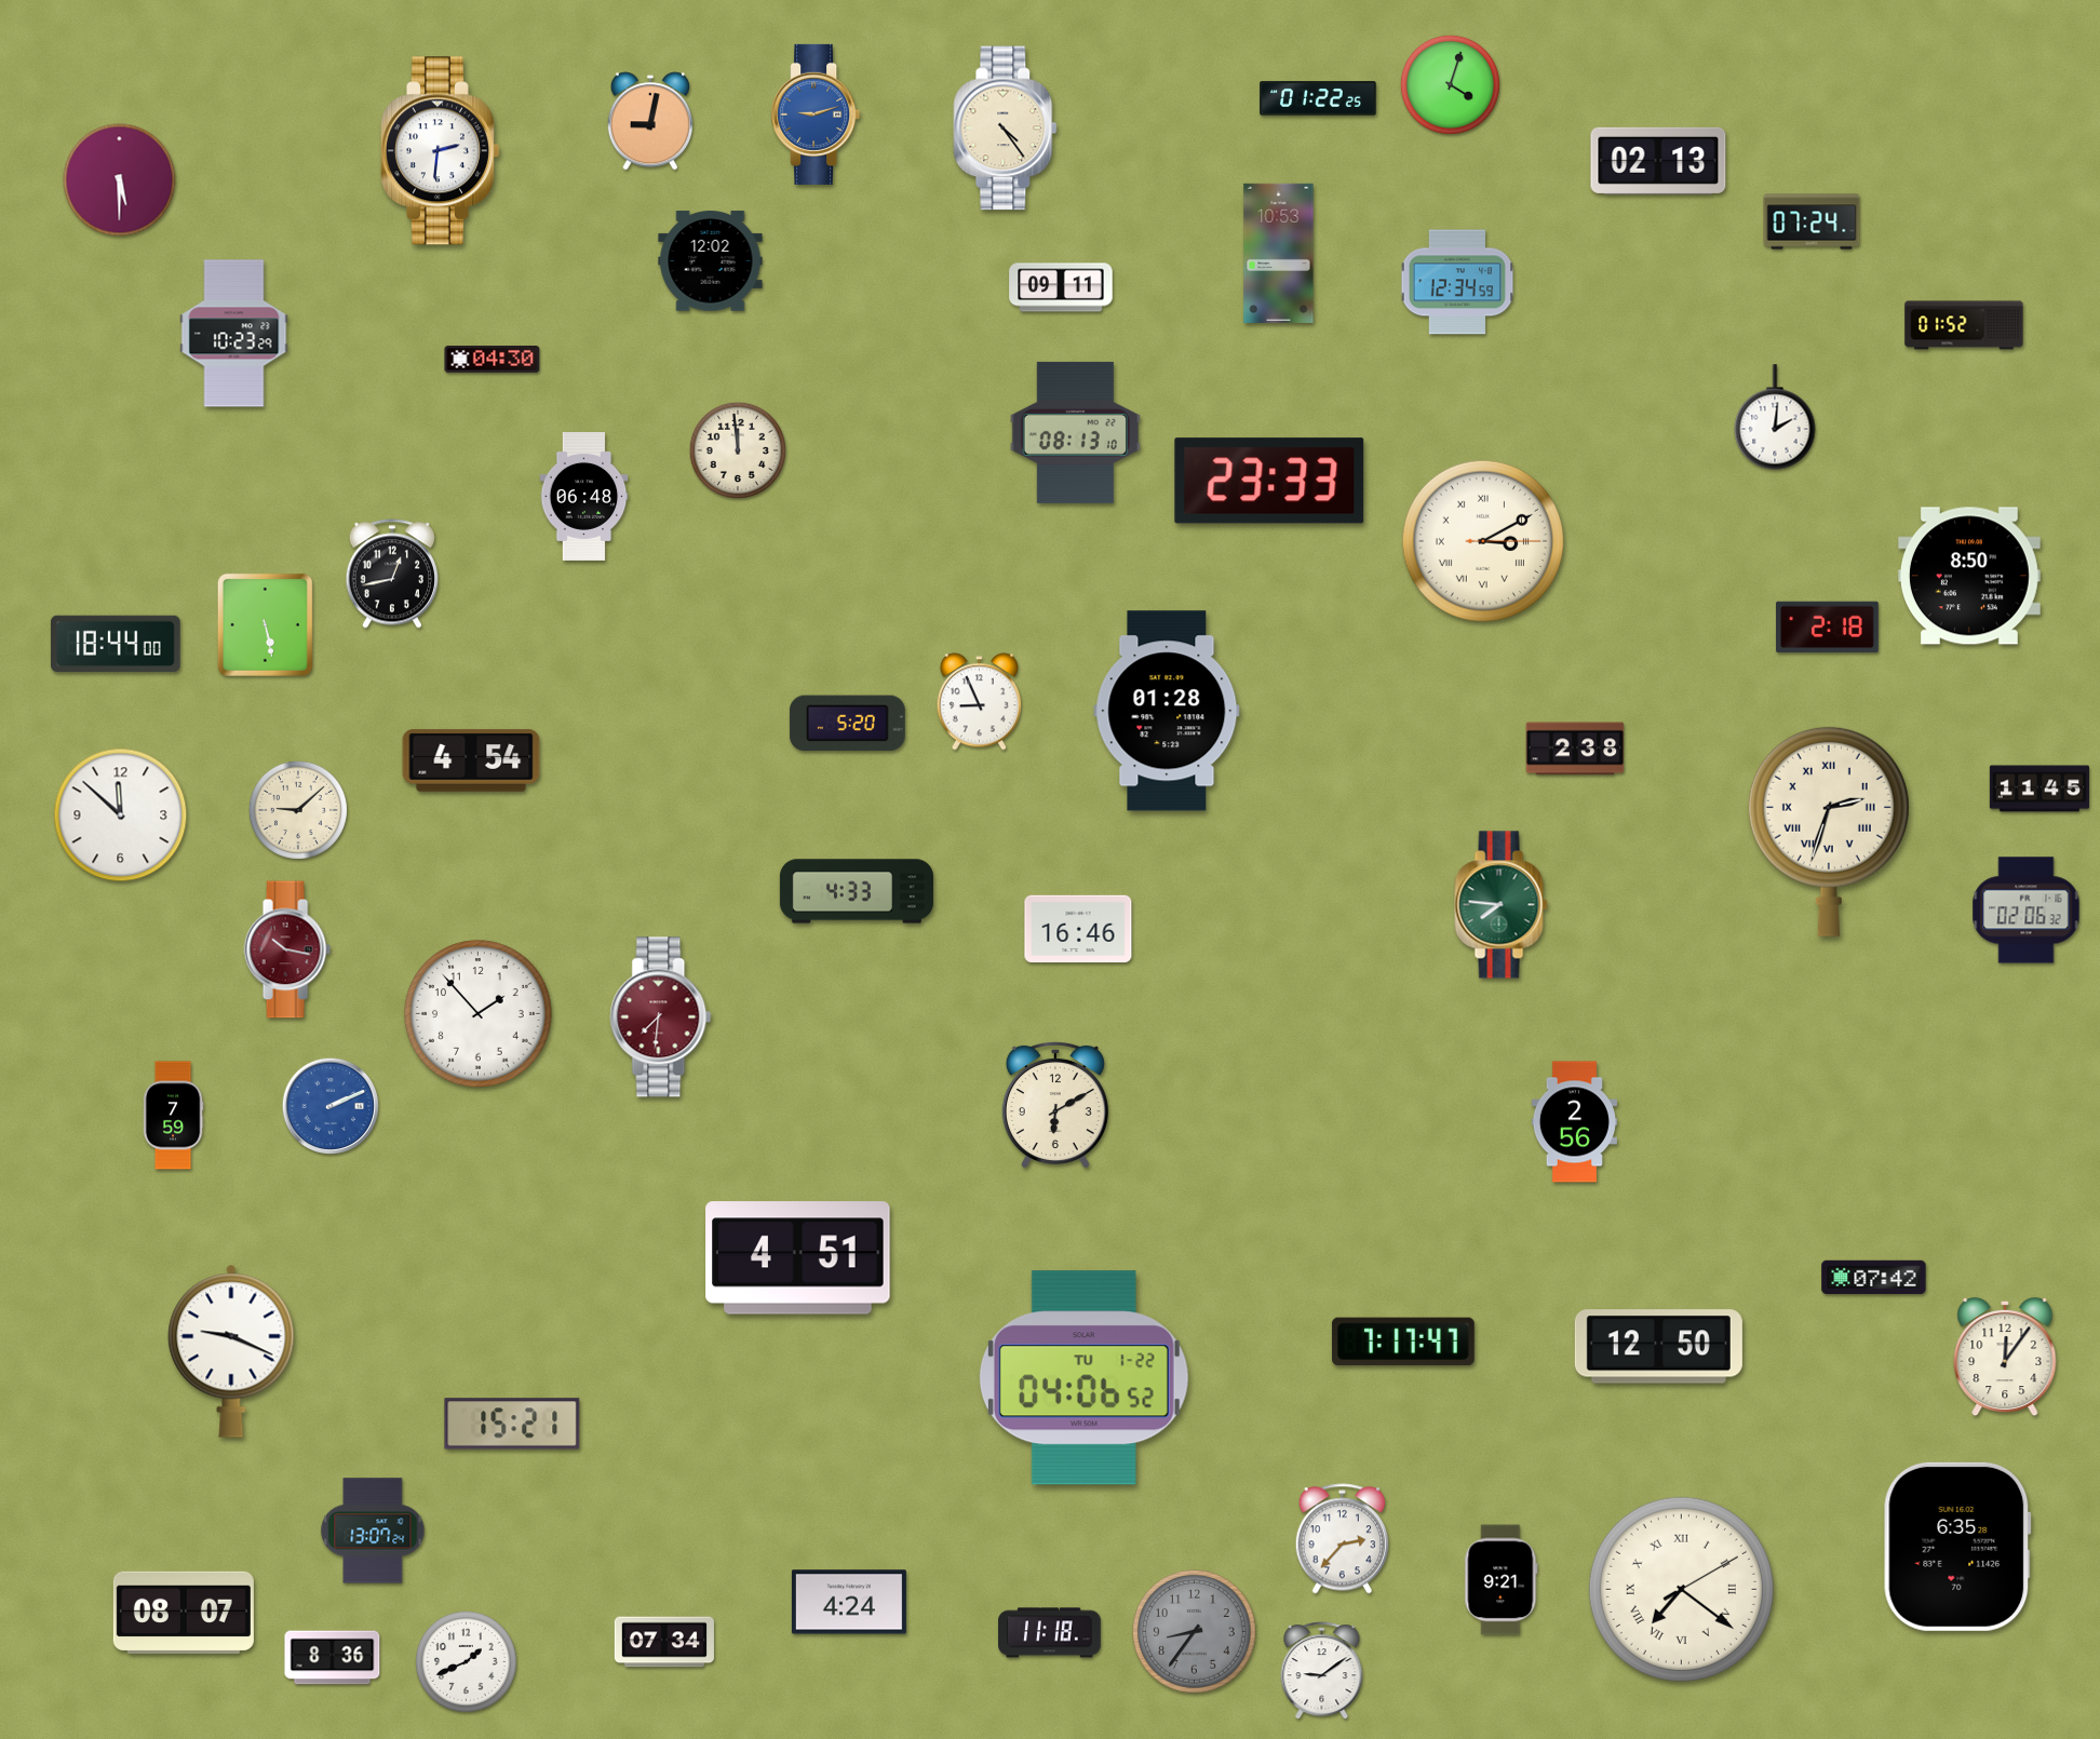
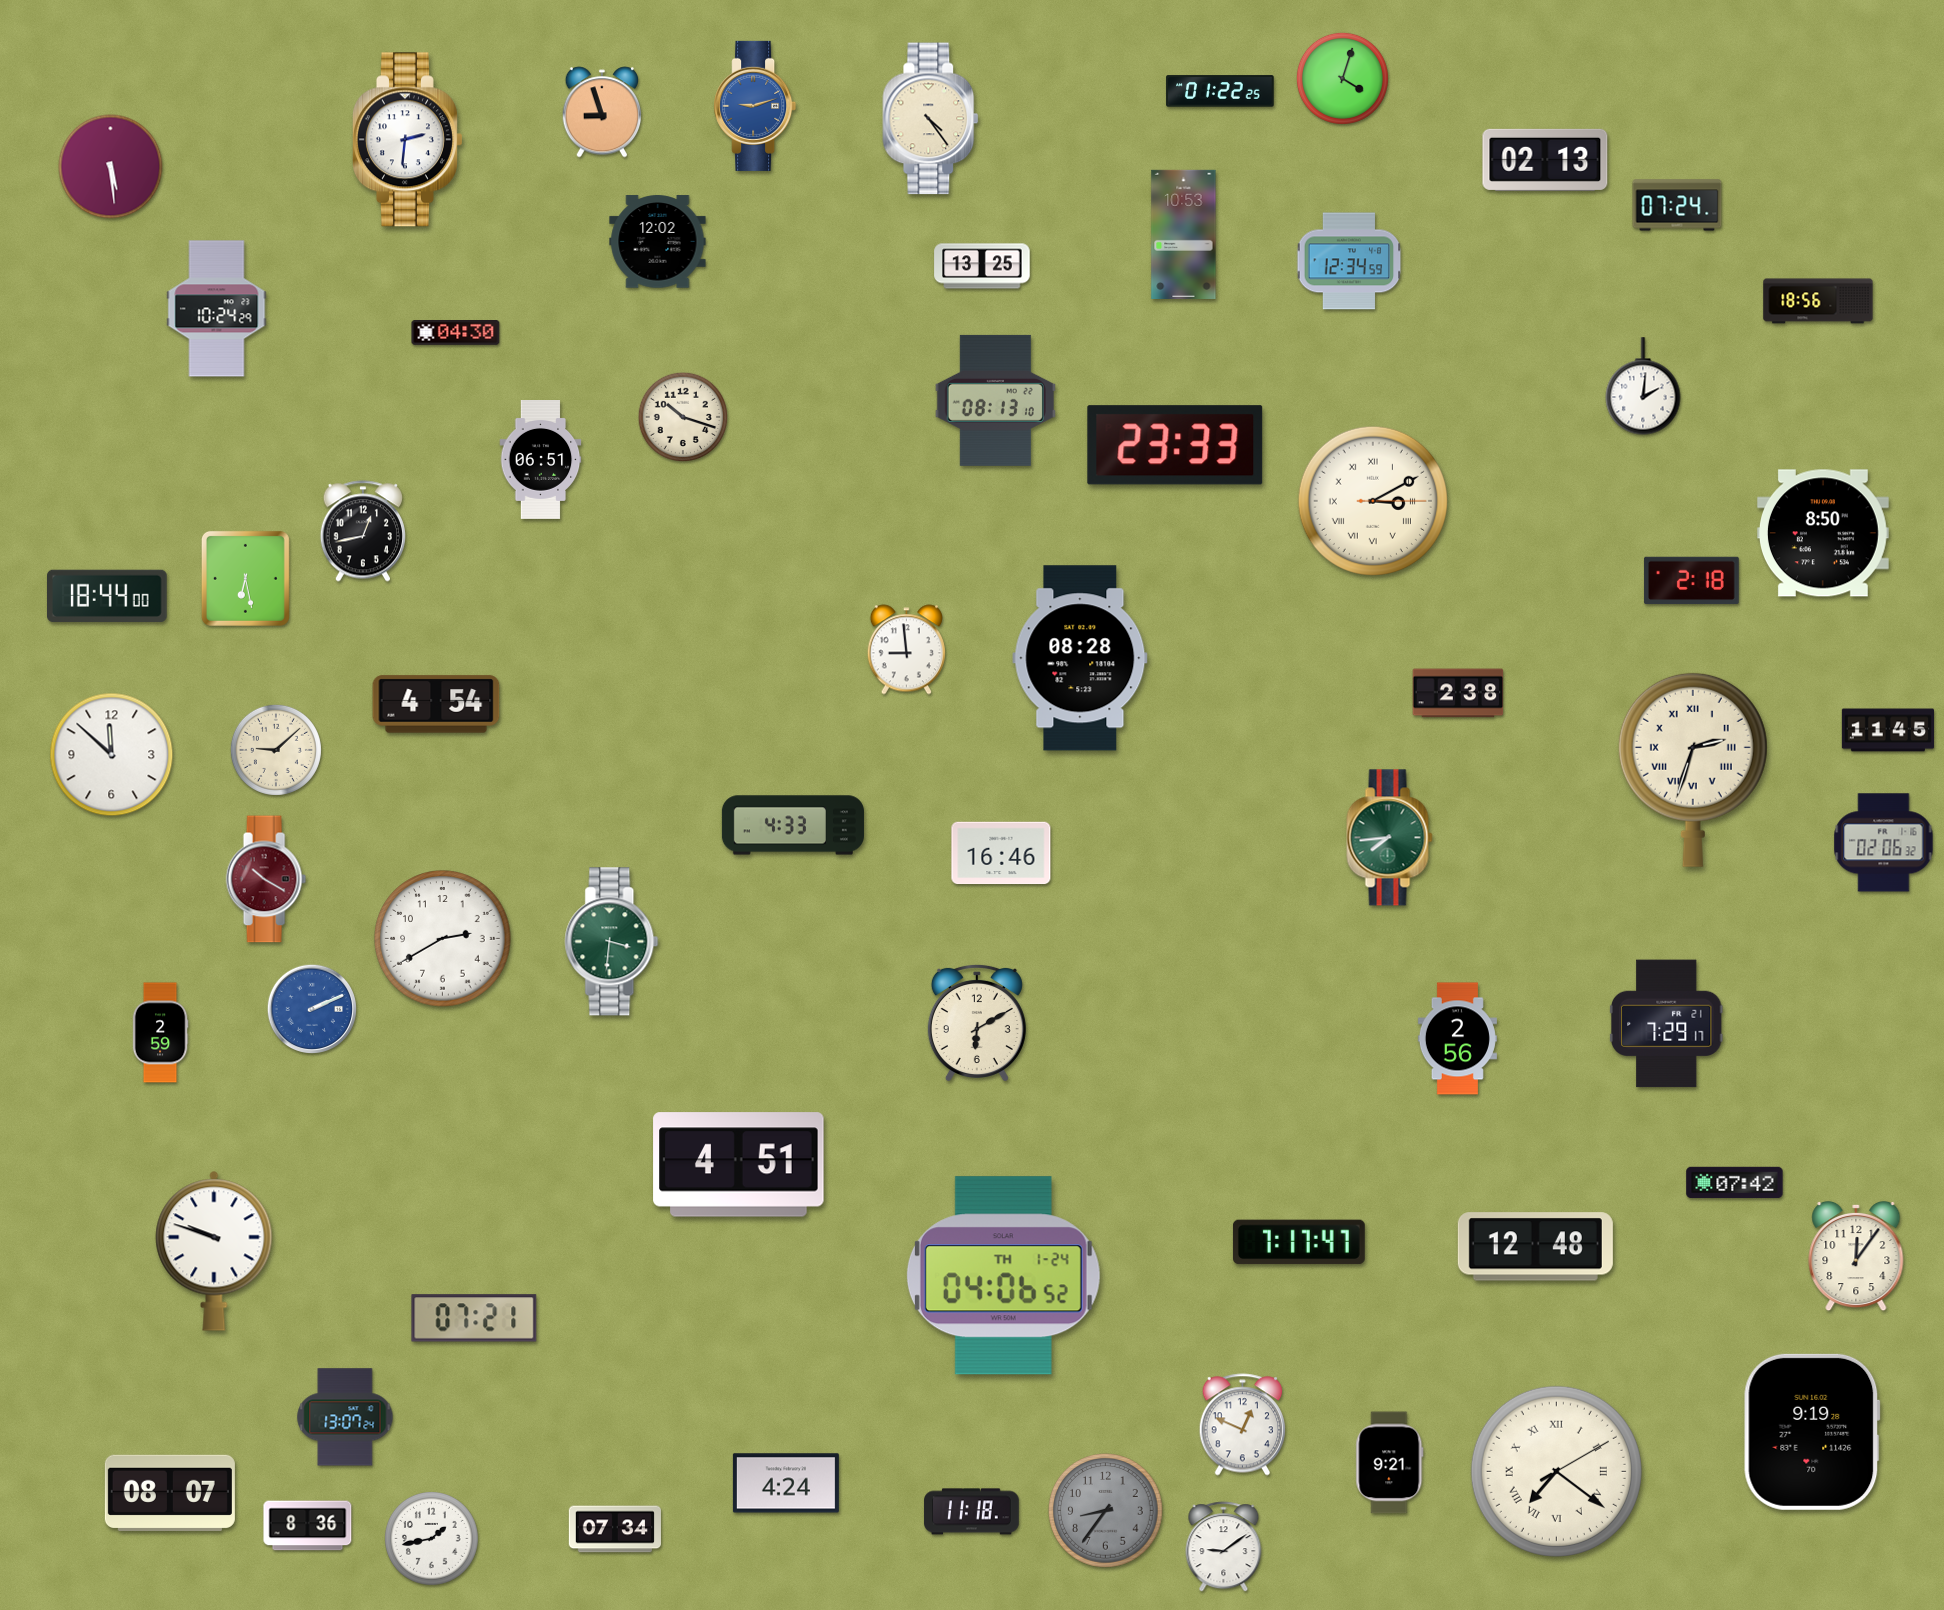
clock at (650, 121): 9:02 -> 8:57
clock at (1658, 161) position: (1658, 161) -> (1545, 160)
clock at (120, 180): 5:30 -> 5:29
clock at (1061, 287): 09:11 -> 13:25
clock at (1964, 325): 01:52 -> 18:56
clock at (234, 334): 10:23 -> 10:24
clock at (738, 450): 11:59 -> 10:18
clock at (584, 497): 06:48 -> 06:51
clock at (265, 624): 5:28 -> 6:28
clock at (979, 702): 8:56 -> 8:59
clock at (1167, 711): 01:28 -> 08:28
clock at (847, 724): 5:20 -> none
clock at (1502, 905): 7:46 -> 7:44
clock at (2027, 911) position: (2027, 911) -> (1884, 843)
clock at (1078, 929) position: (1078, 929) -> (1001, 853)
clock at (287, 949): 10:17 -> 10:20
clock at (479, 1014): 1:53 -> 2:40
clock at (661, 1017): 7:31 -> 3:31
clock at (661, 1017) dial: burgundy -> green
clock at (329, 1105) position: (329, 1105) -> (311, 1008)
clock at (1666, 1024): none -> 7:29
clock at (173, 1116): 7:59 -> 2:59
clock at (1658, 1347): 12:50 -> 12:48
clock at (231, 1351): 9:19 -> 9:48
clock at (1083, 1378) date: TU 1-22 -> TH 1-24
clock at (512, 1424): 15:21 -> 07:21
clock at (1343, 1539): 2:37 -> 12:49
clock at (1957, 1547): 6:35 -> 9:19
clock at (664, 1642) position: (664, 1642) -> (615, 1529)
clock at (333, 1658) position: (333, 1658) -> (308, 1526)
clock at (467, 1662): 1:41 -> 1:43
